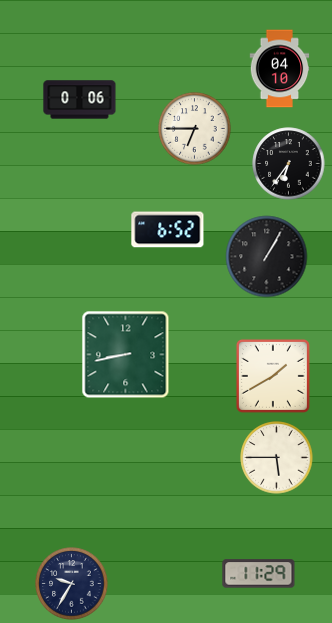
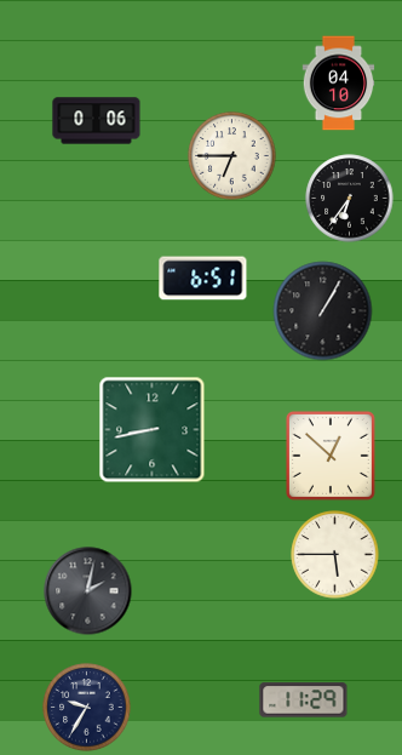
clock at (195, 129) position: (195, 129) -> (232, 156)
clock at (168, 230): 6:52 -> 6:51
clock at (273, 376): 1:40 -> 12:52
clock at (88, 591): none -> 2:02
clock at (259, 574) position: (259, 574) -> (304, 700)
